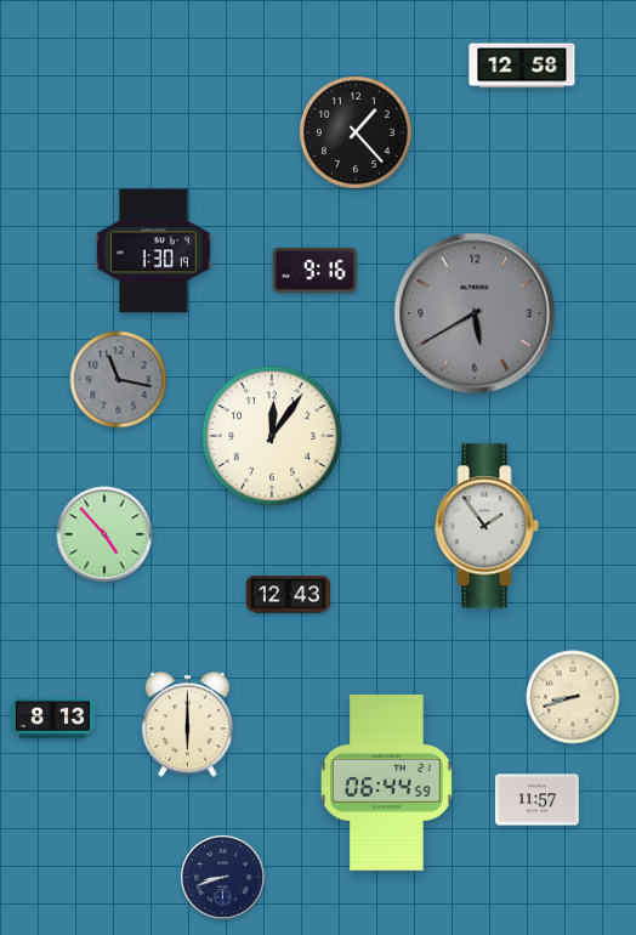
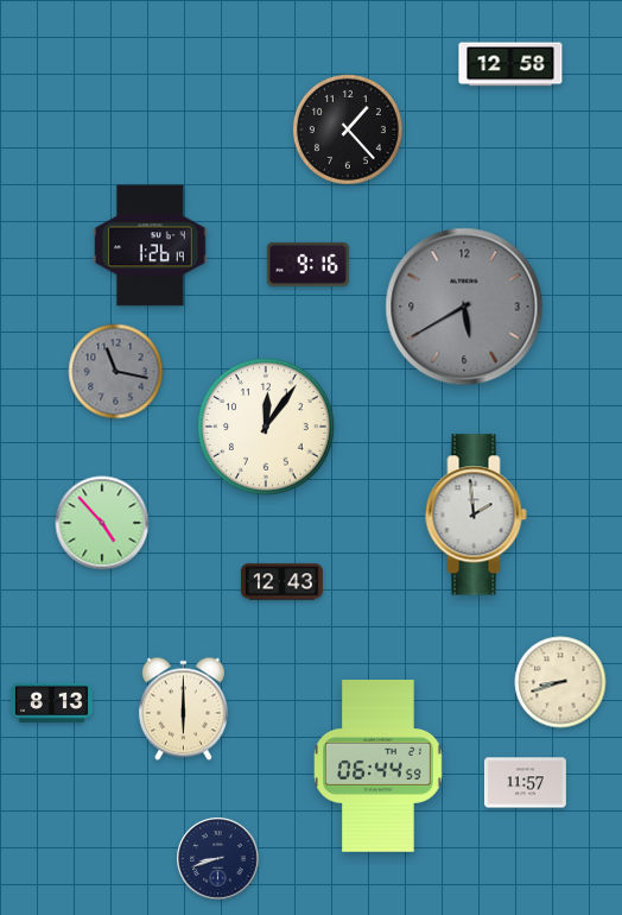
clock at (154, 251): 1:30 -> 1:26
clock at (487, 526): 1:54 -> 1:59
